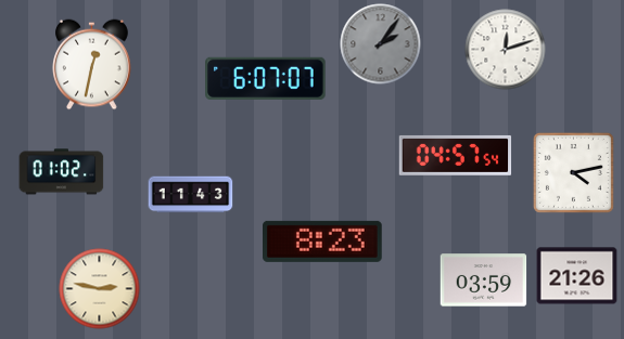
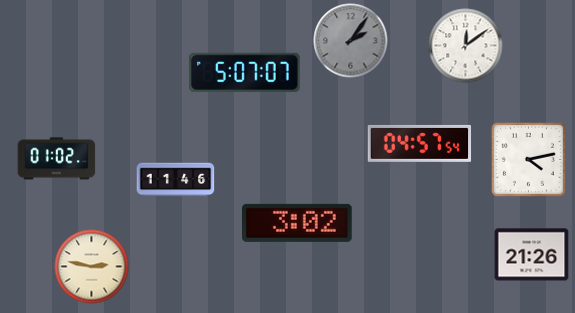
clock at (506, 50): 12:12 -> 12:09
clock at (92, 65): 12:32 -> none
clock at (266, 78): 6:07 -> 5:07
clock at (191, 195): 11:43 -> 11:46
clock at (323, 242): 8:23 -> 3:02
clock at (484, 281): 03:59 -> none
